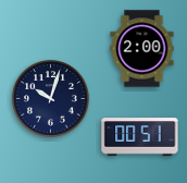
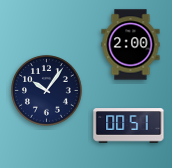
clock at (51, 99): 10:03 -> 10:06
